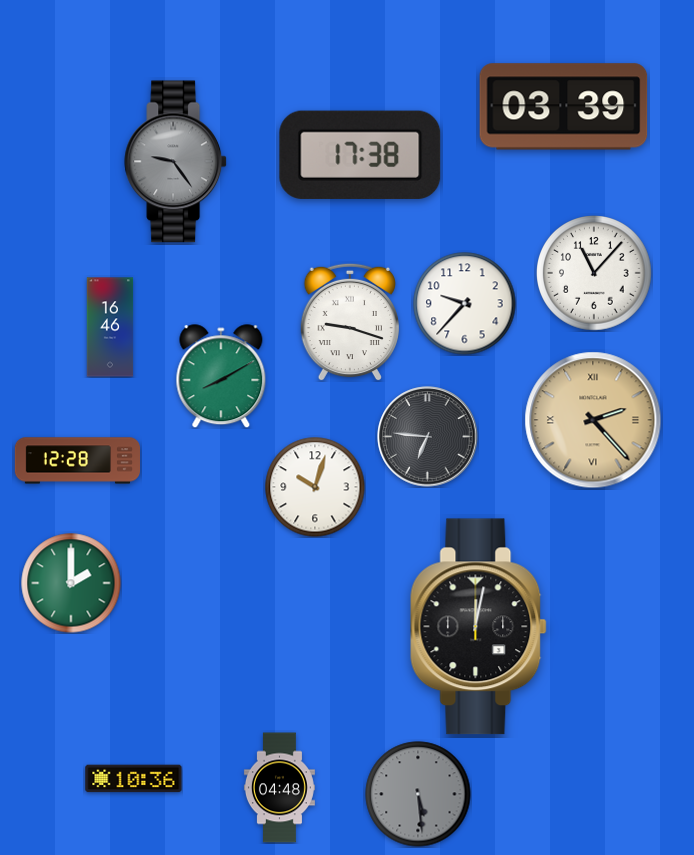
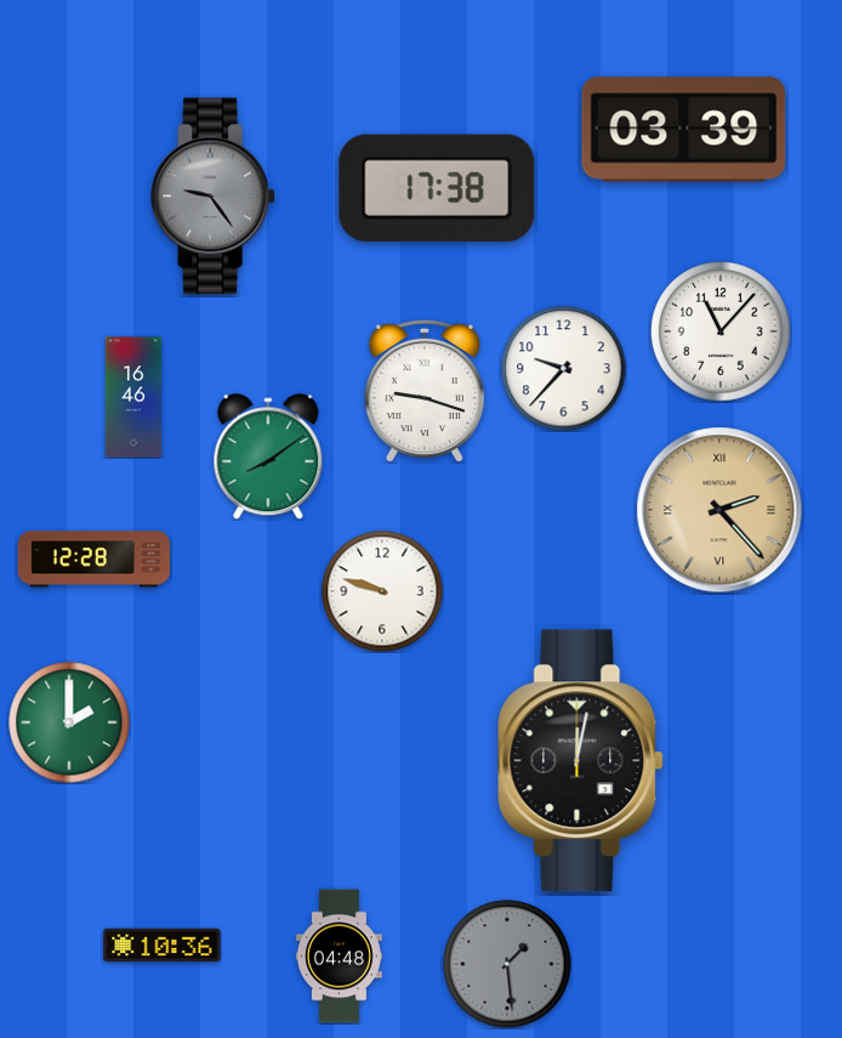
clock at (221, 376): 8:10 -> 8:09
clock at (428, 437): 6:46 -> none
clock at (315, 487): 10:03 -> 9:48
clock at (71, 583) position: (71, 583) -> (69, 722)
clock at (418, 794): 5:29 -> 1:29
